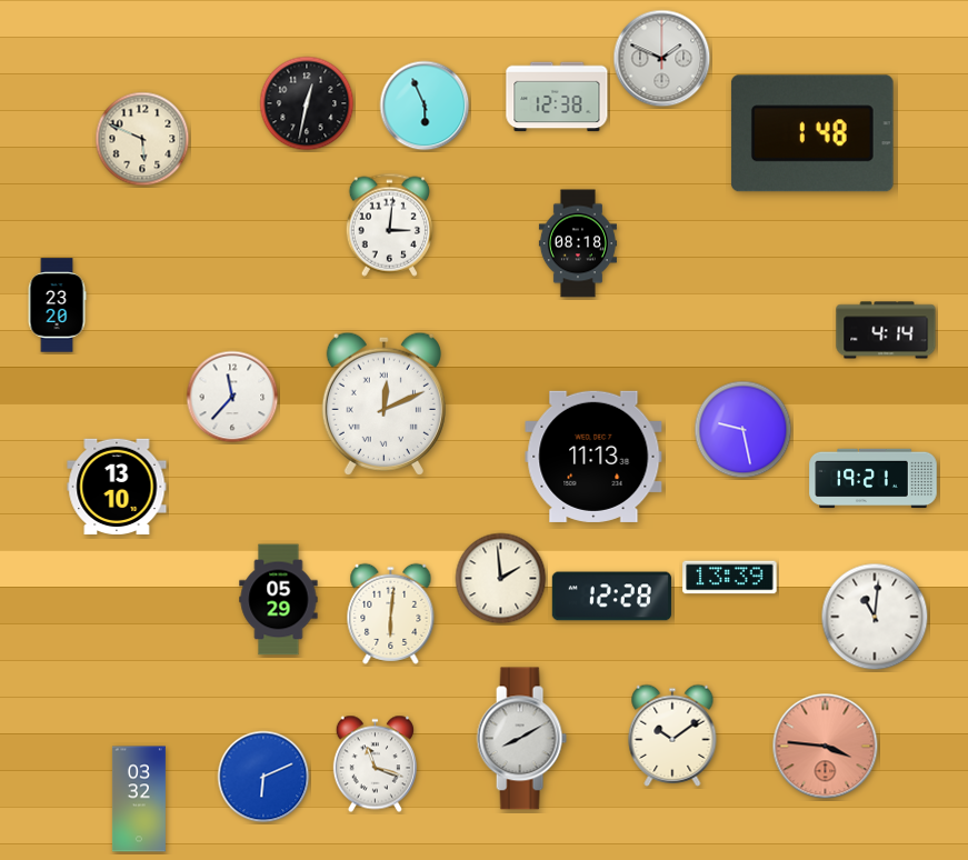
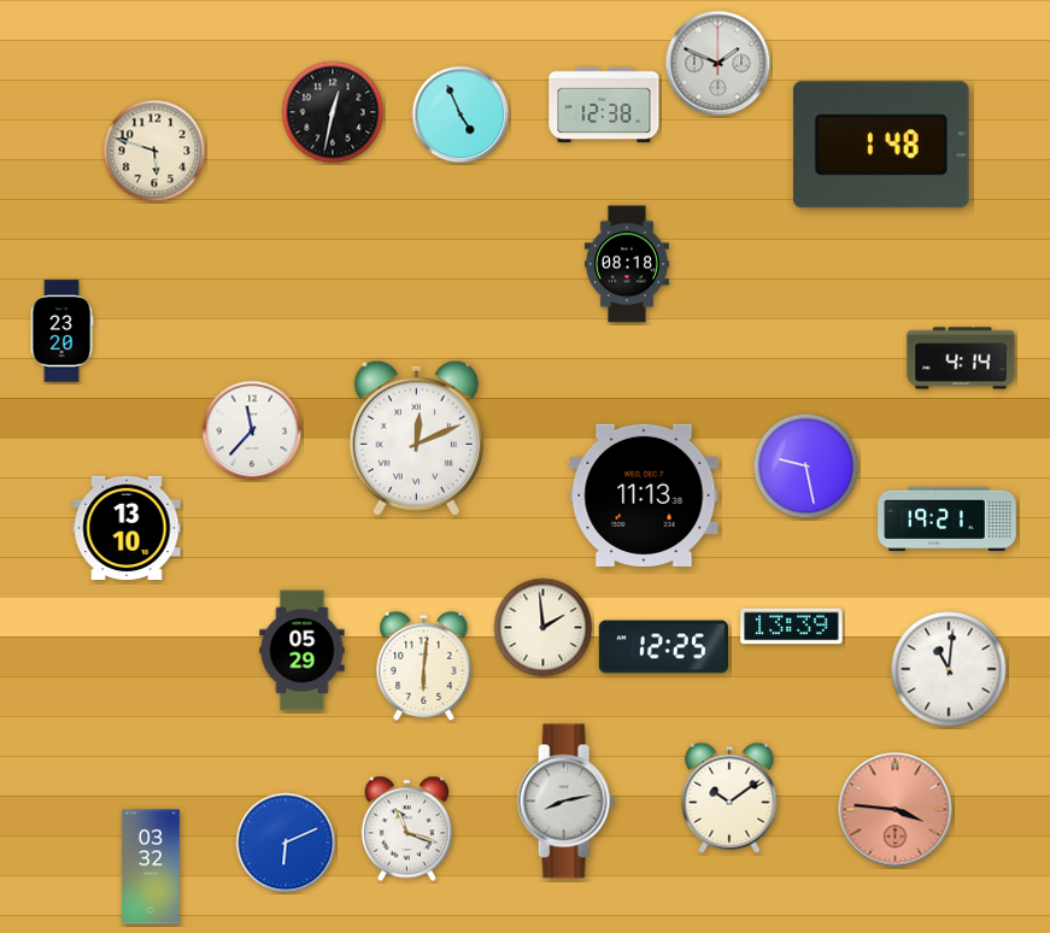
clock at (425, 106): 5:56 -> 4:56
clock at (142, 139): 5:49 -> 5:48
clock at (389, 224): 3:01 -> none
clock at (611, 597): 12:28 -> 12:25
clock at (521, 739): 8:10 -> 8:13
